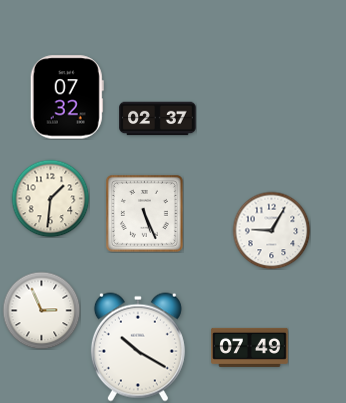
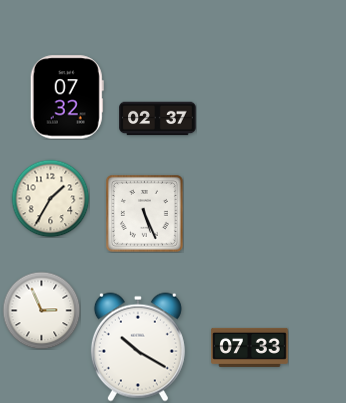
clock at (50, 198): 1:31 -> 1:35
clock at (271, 230): 9:05 -> none
clock at (250, 347): 07:49 -> 07:33
